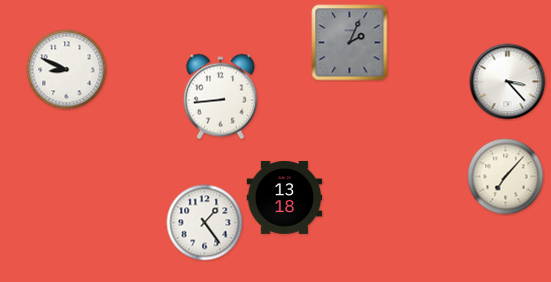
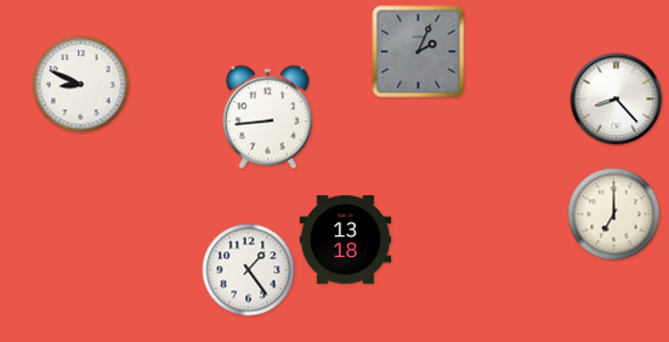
clock at (350, 43) position: (350, 43) -> (419, 52)
clock at (508, 82): 3:23 -> 8:23
clock at (506, 177): 7:07 -> 7:00
